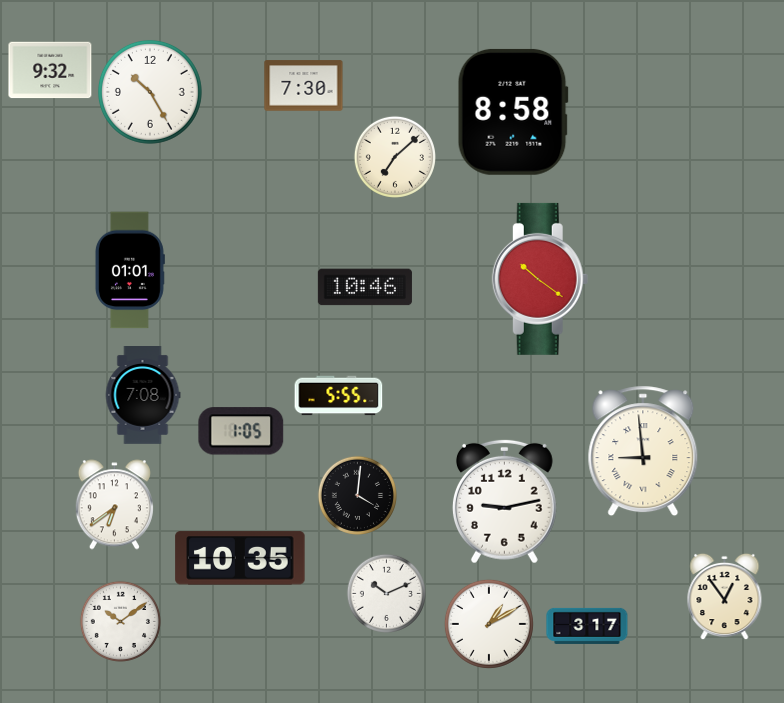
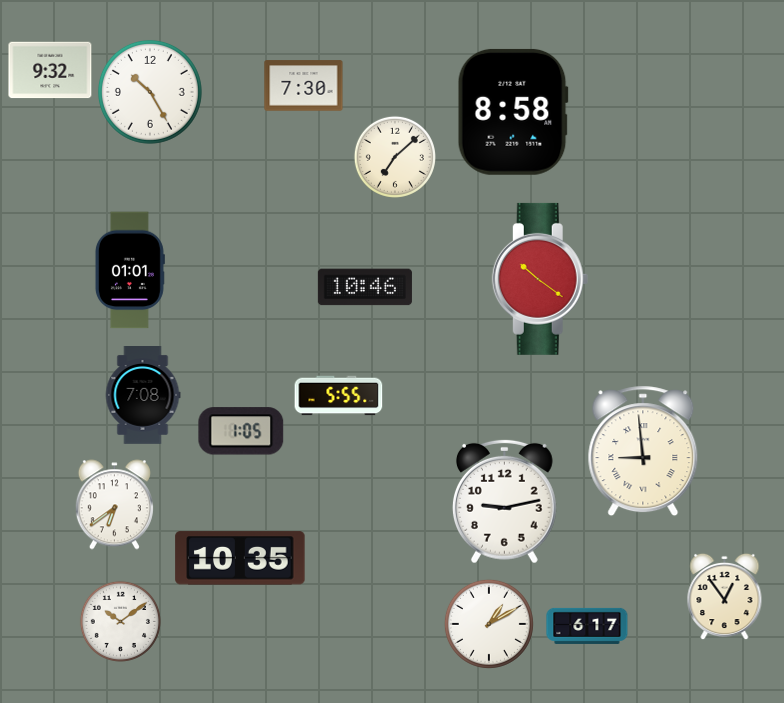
clock at (357, 495): 4:01 -> none
clock at (386, 593): 10:11 -> none
clock at (587, 626): 3:17 -> 6:17
